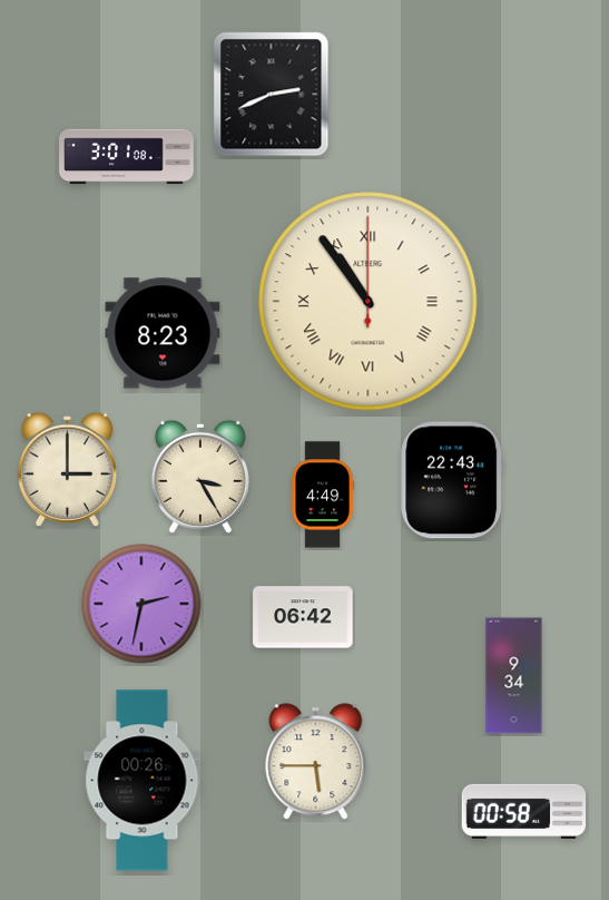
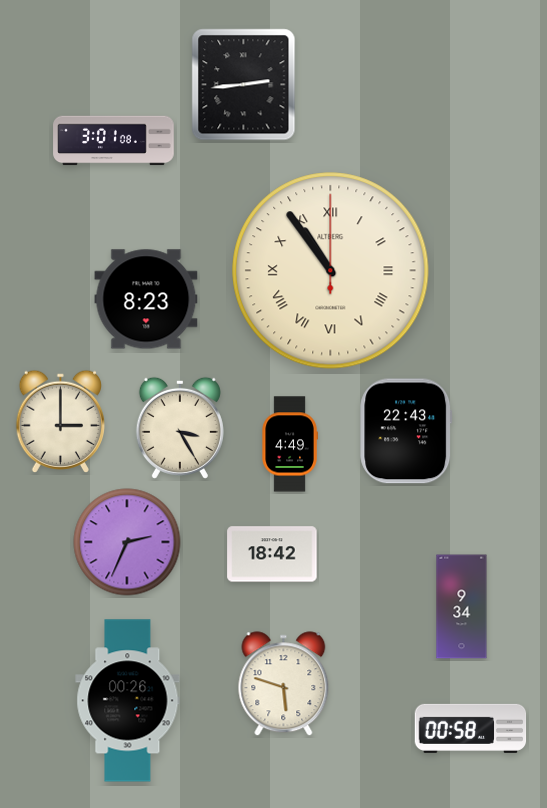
clock at (272, 95): 2:41 -> 2:44
clock at (141, 604): 2:32 -> 2:34
clock at (303, 617): 06:42 -> 18:42
clock at (316, 762): 5:45 -> 5:48
